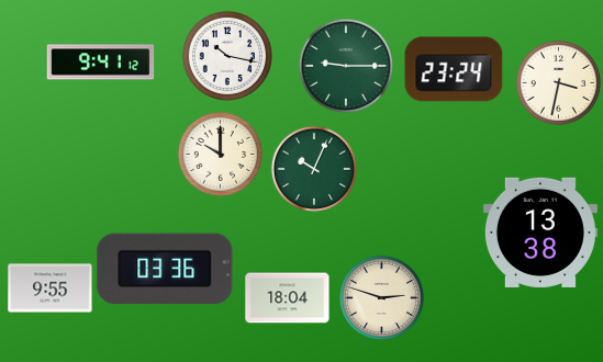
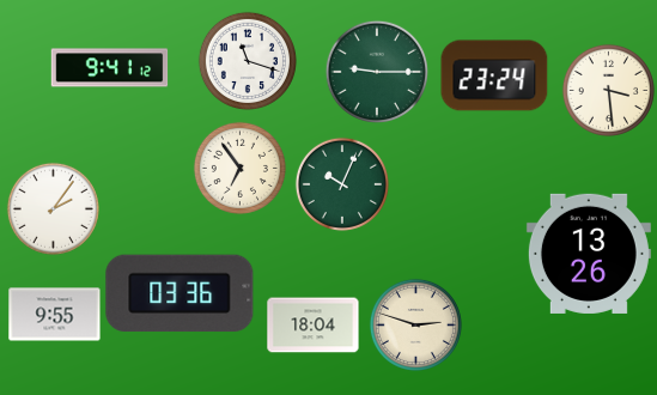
clock at (227, 56): 10:17 -> 11:18
clock at (558, 82): 3:32 -> 3:29
clock at (220, 154): 10:00 -> 6:54
clock at (53, 208): none -> 2:06
clock at (540, 233): 13:38 -> 13:26
